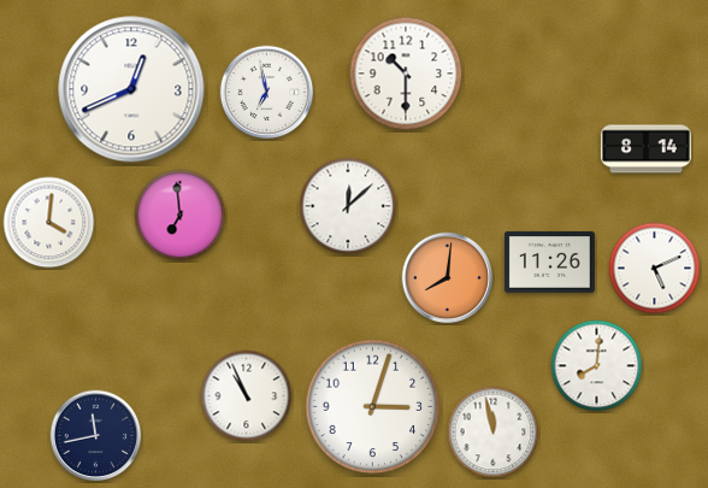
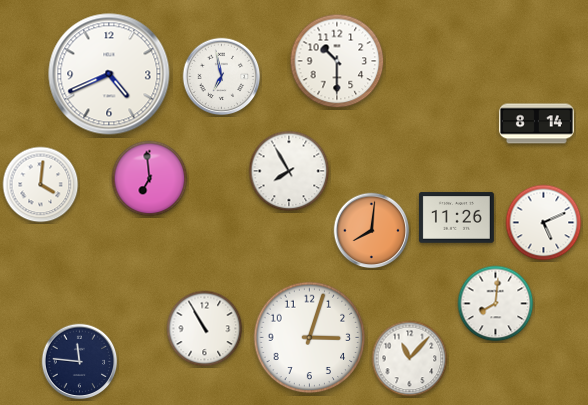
clock at (131, 89): 12:41 -> 4:41
clock at (348, 206): 12:08 -> 7:55
clock at (247, 396): 10:56 -> 10:55
clock at (494, 433): 11:58 -> 11:07
clock at (96, 436): 11:43 -> 11:46
